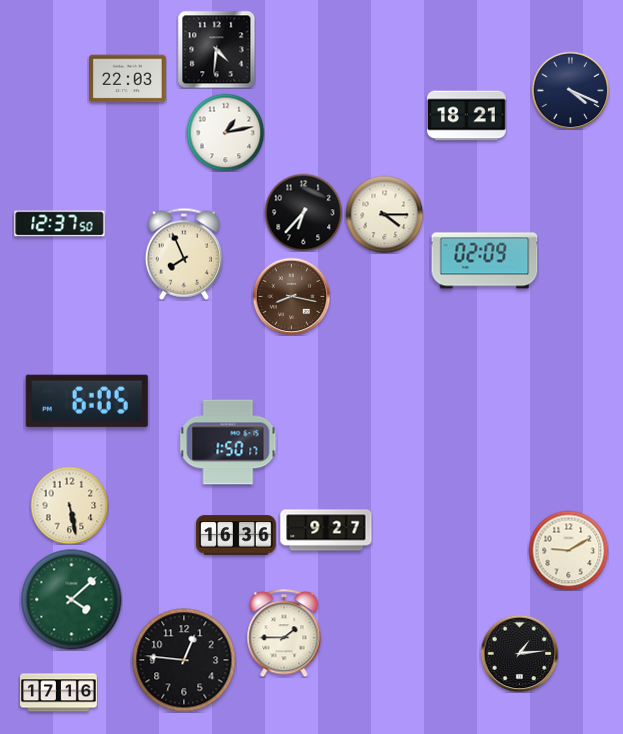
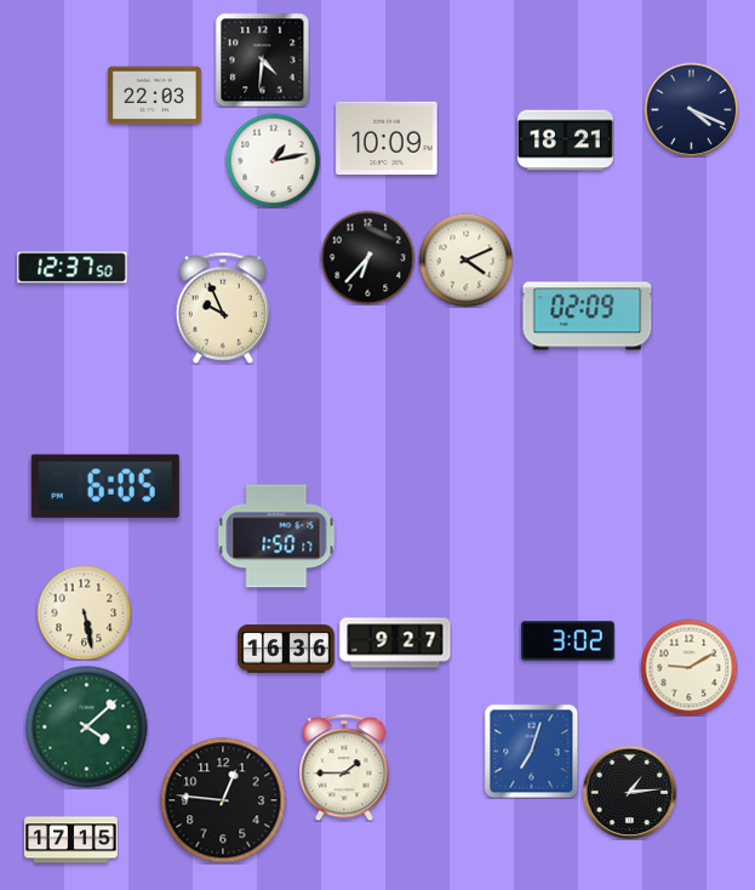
clock at (387, 137): none -> 10:09
clock at (384, 214): 4:15 -> 4:11
clock at (60, 224) position: (60, 224) -> (73, 268)
clock at (184, 254): 7:56 -> 9:56
clock at (291, 296): 8:17 -> none
clock at (567, 641): none -> 3:02
clock at (531, 751): none -> 7:03
clock at (59, 693): 17:16 -> 17:15
